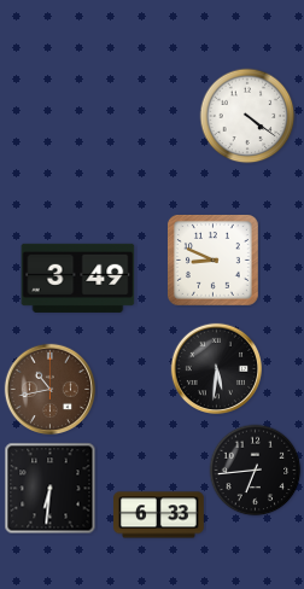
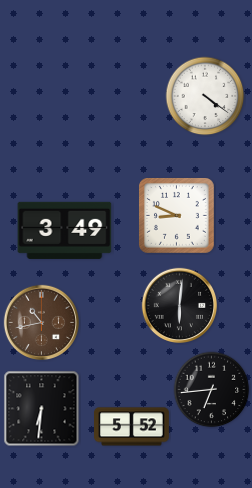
clock at (216, 368): 5:31 -> 6:01
clock at (51, 489) position: (51, 489) -> (42, 409)
clock at (159, 515): 6:33 -> 5:52
